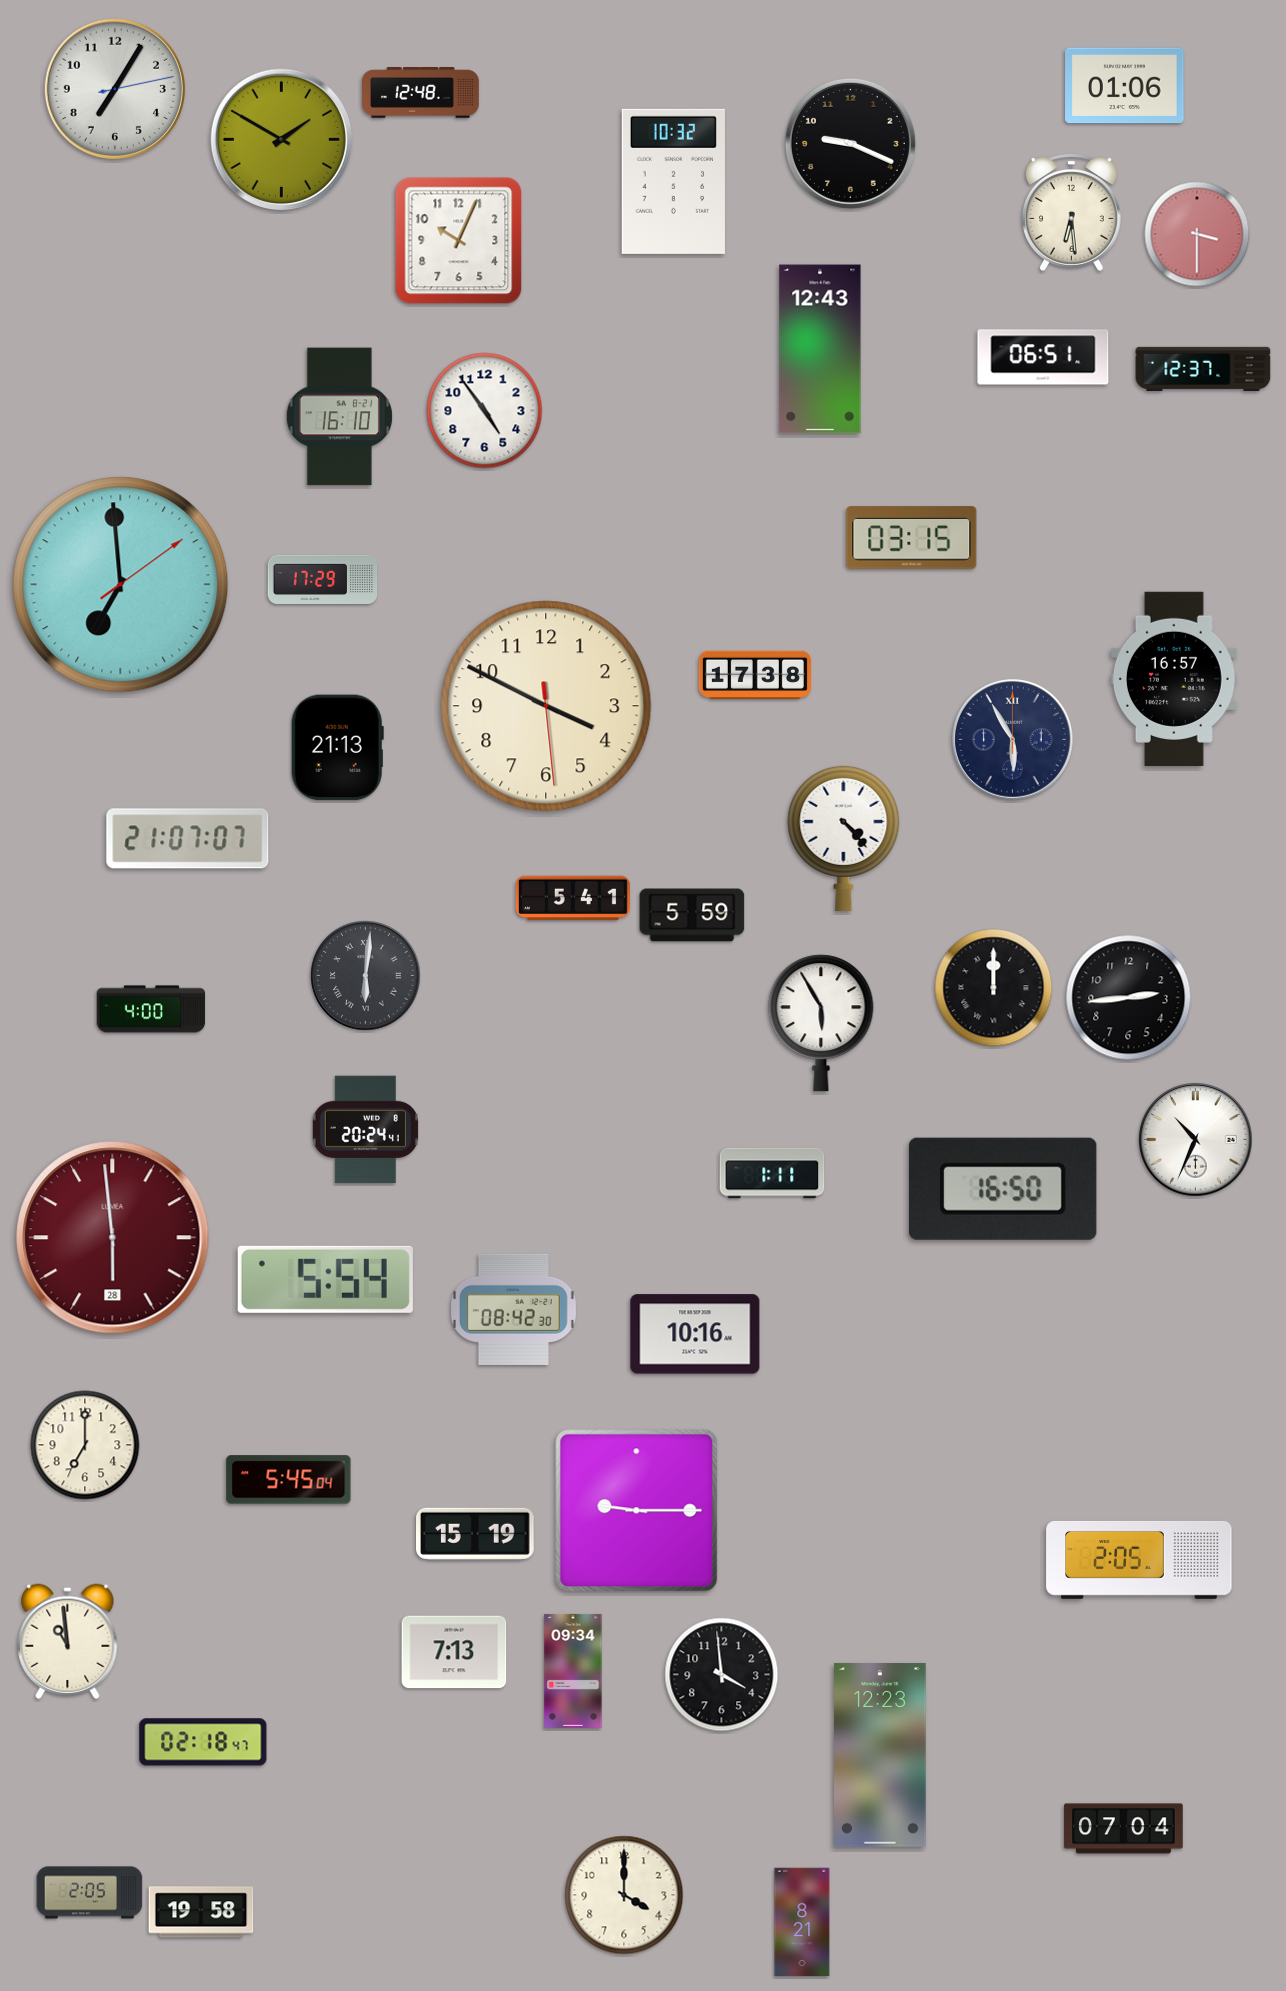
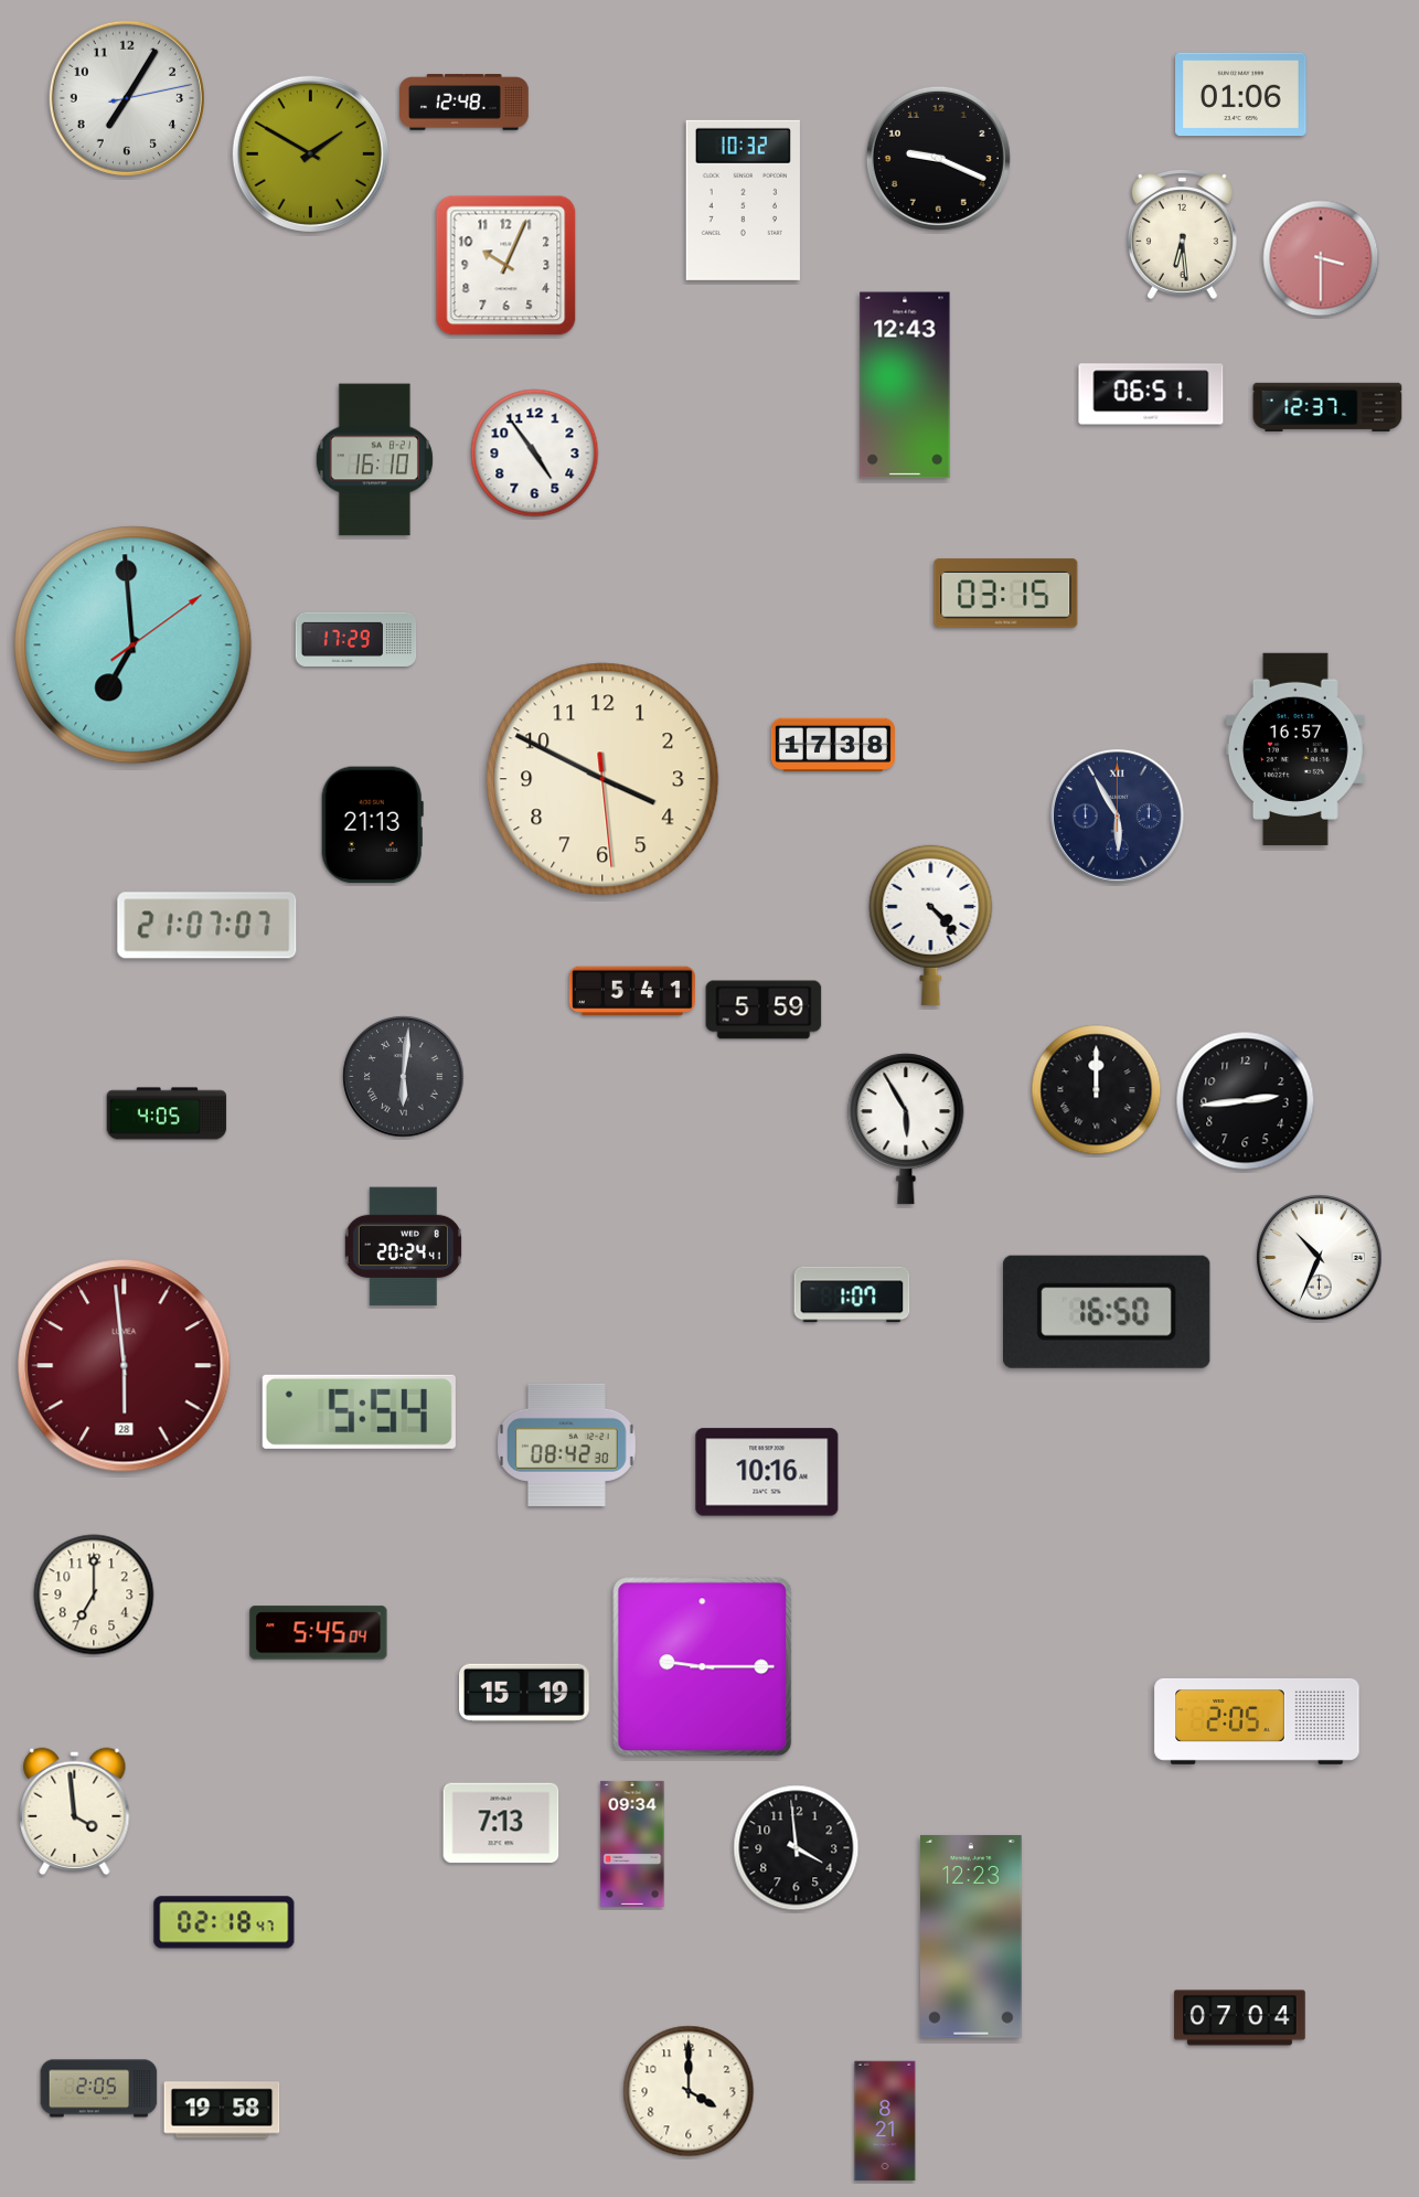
clock at (151, 1009): 4:00 -> 4:05
clock at (772, 1173): 1:11 -> 1:07
clock at (68, 1641): 10:59 -> 3:59
